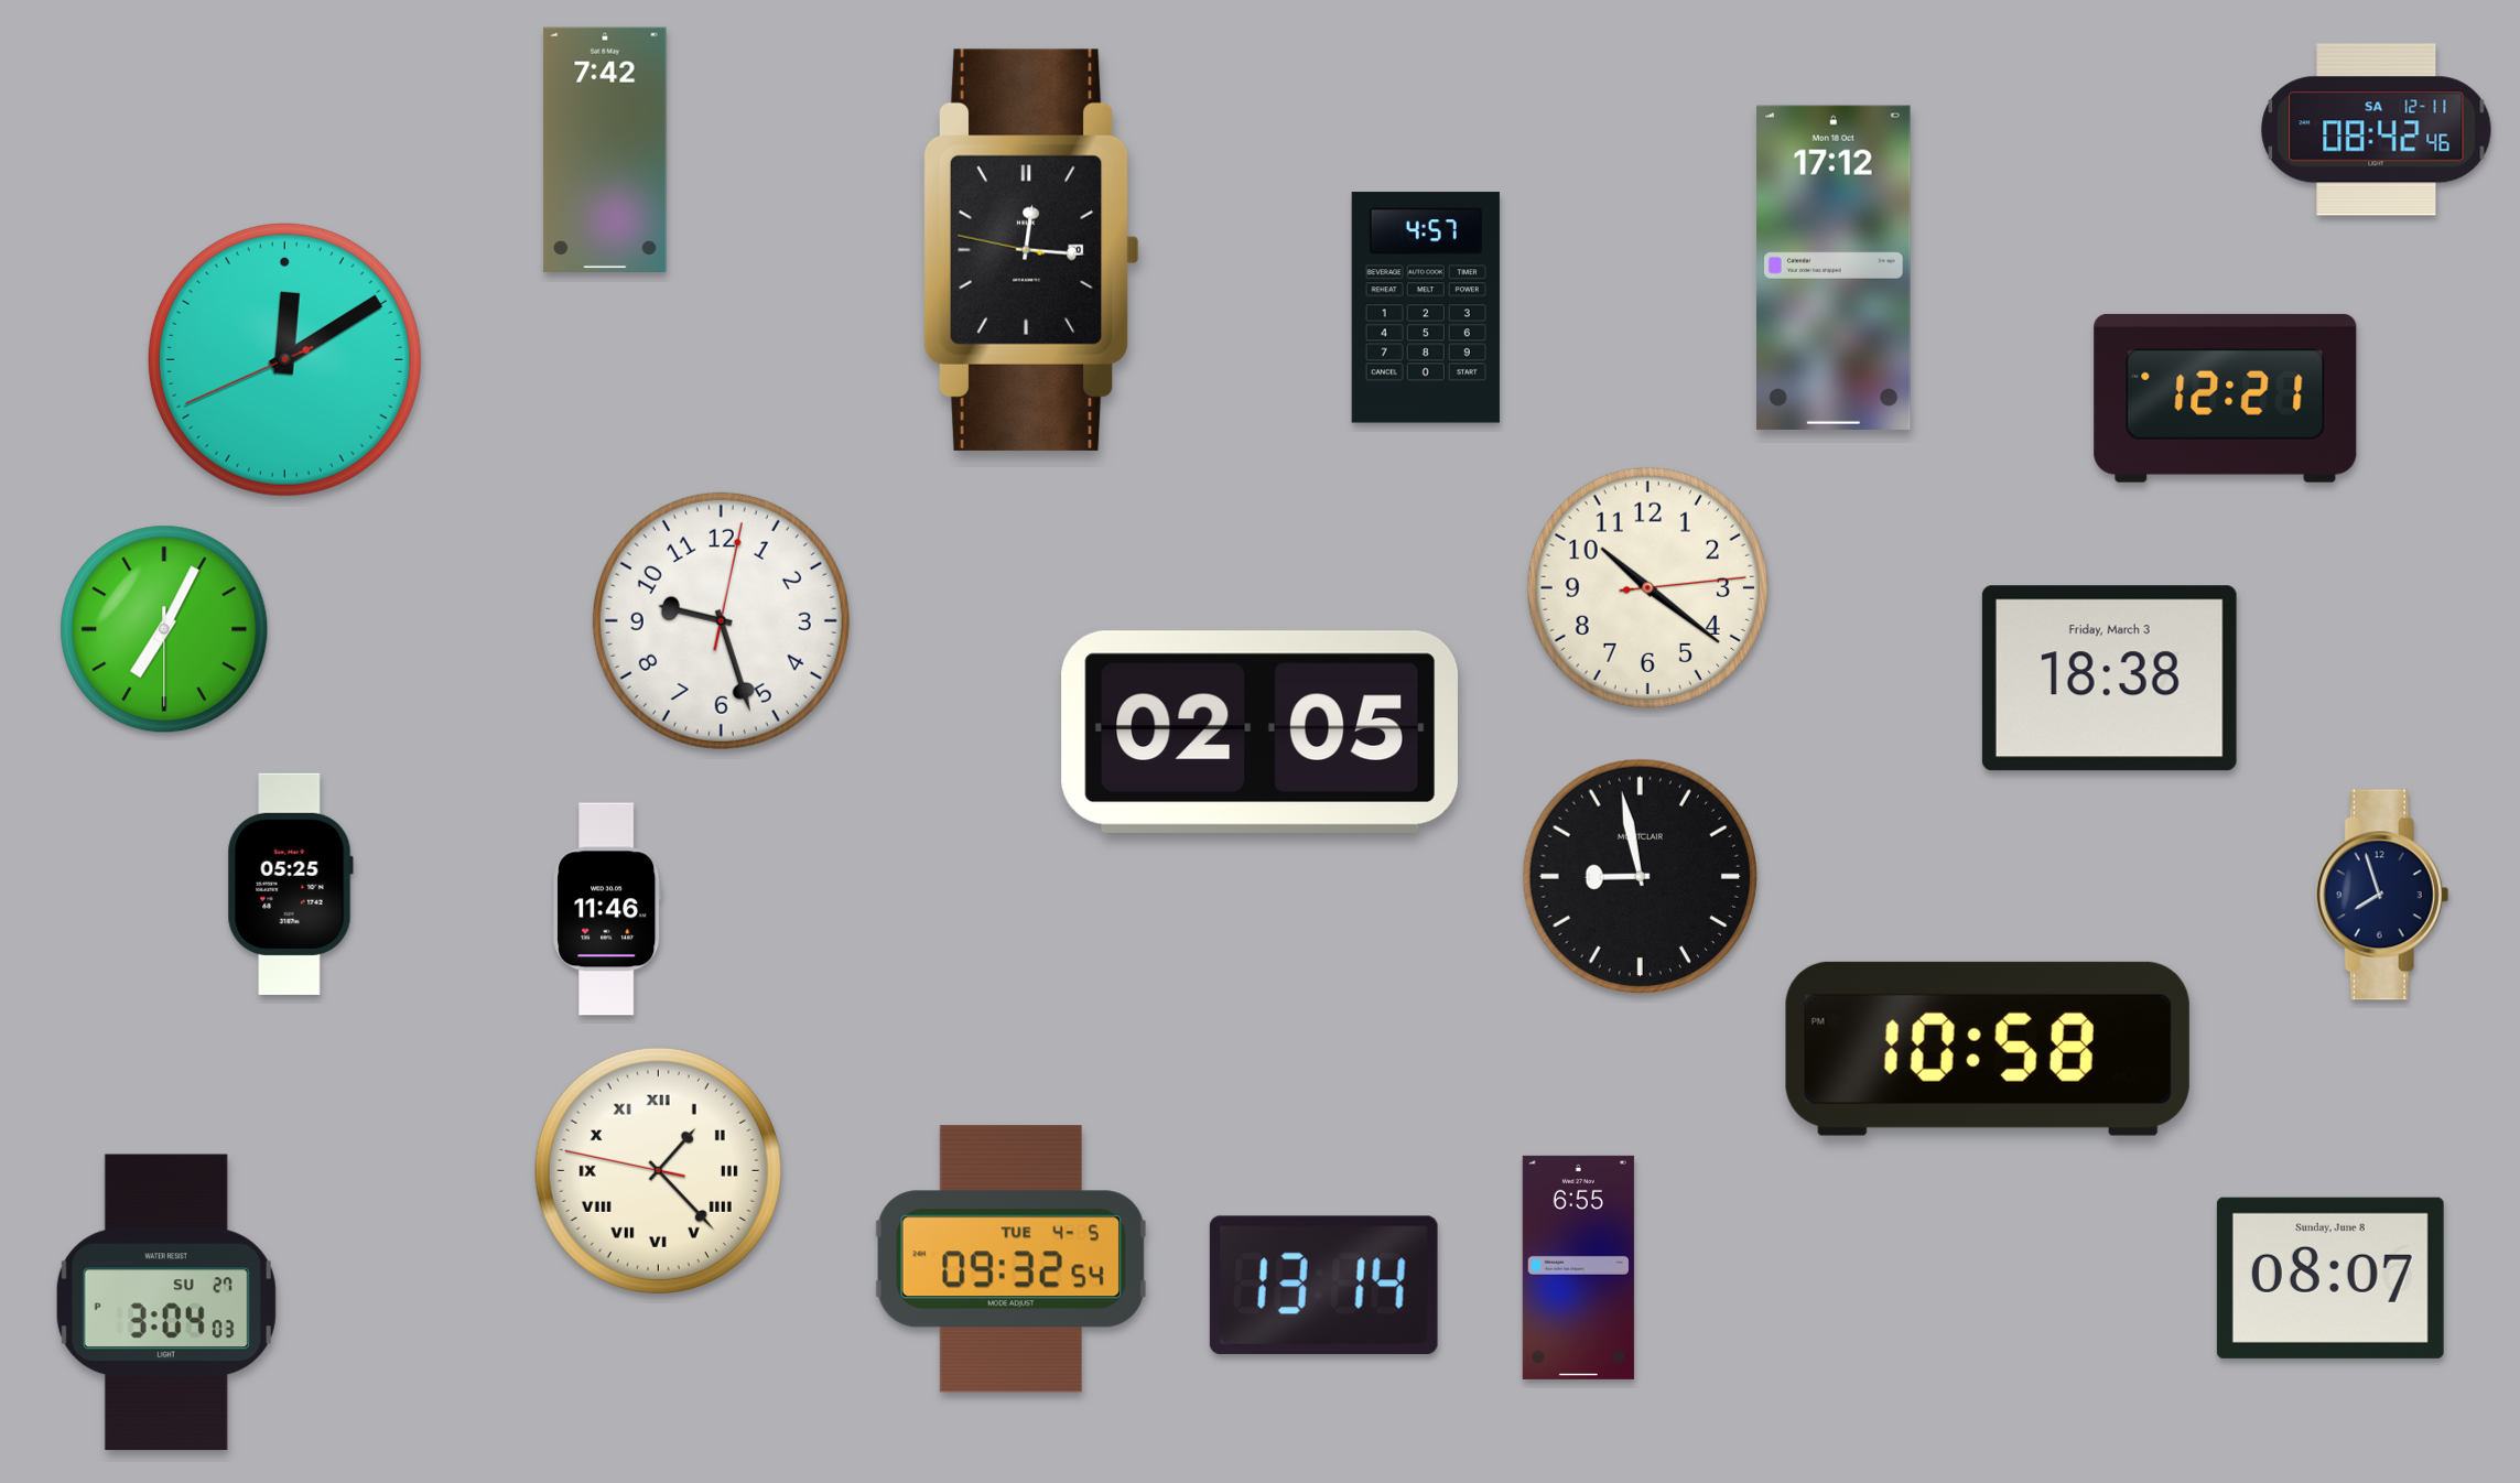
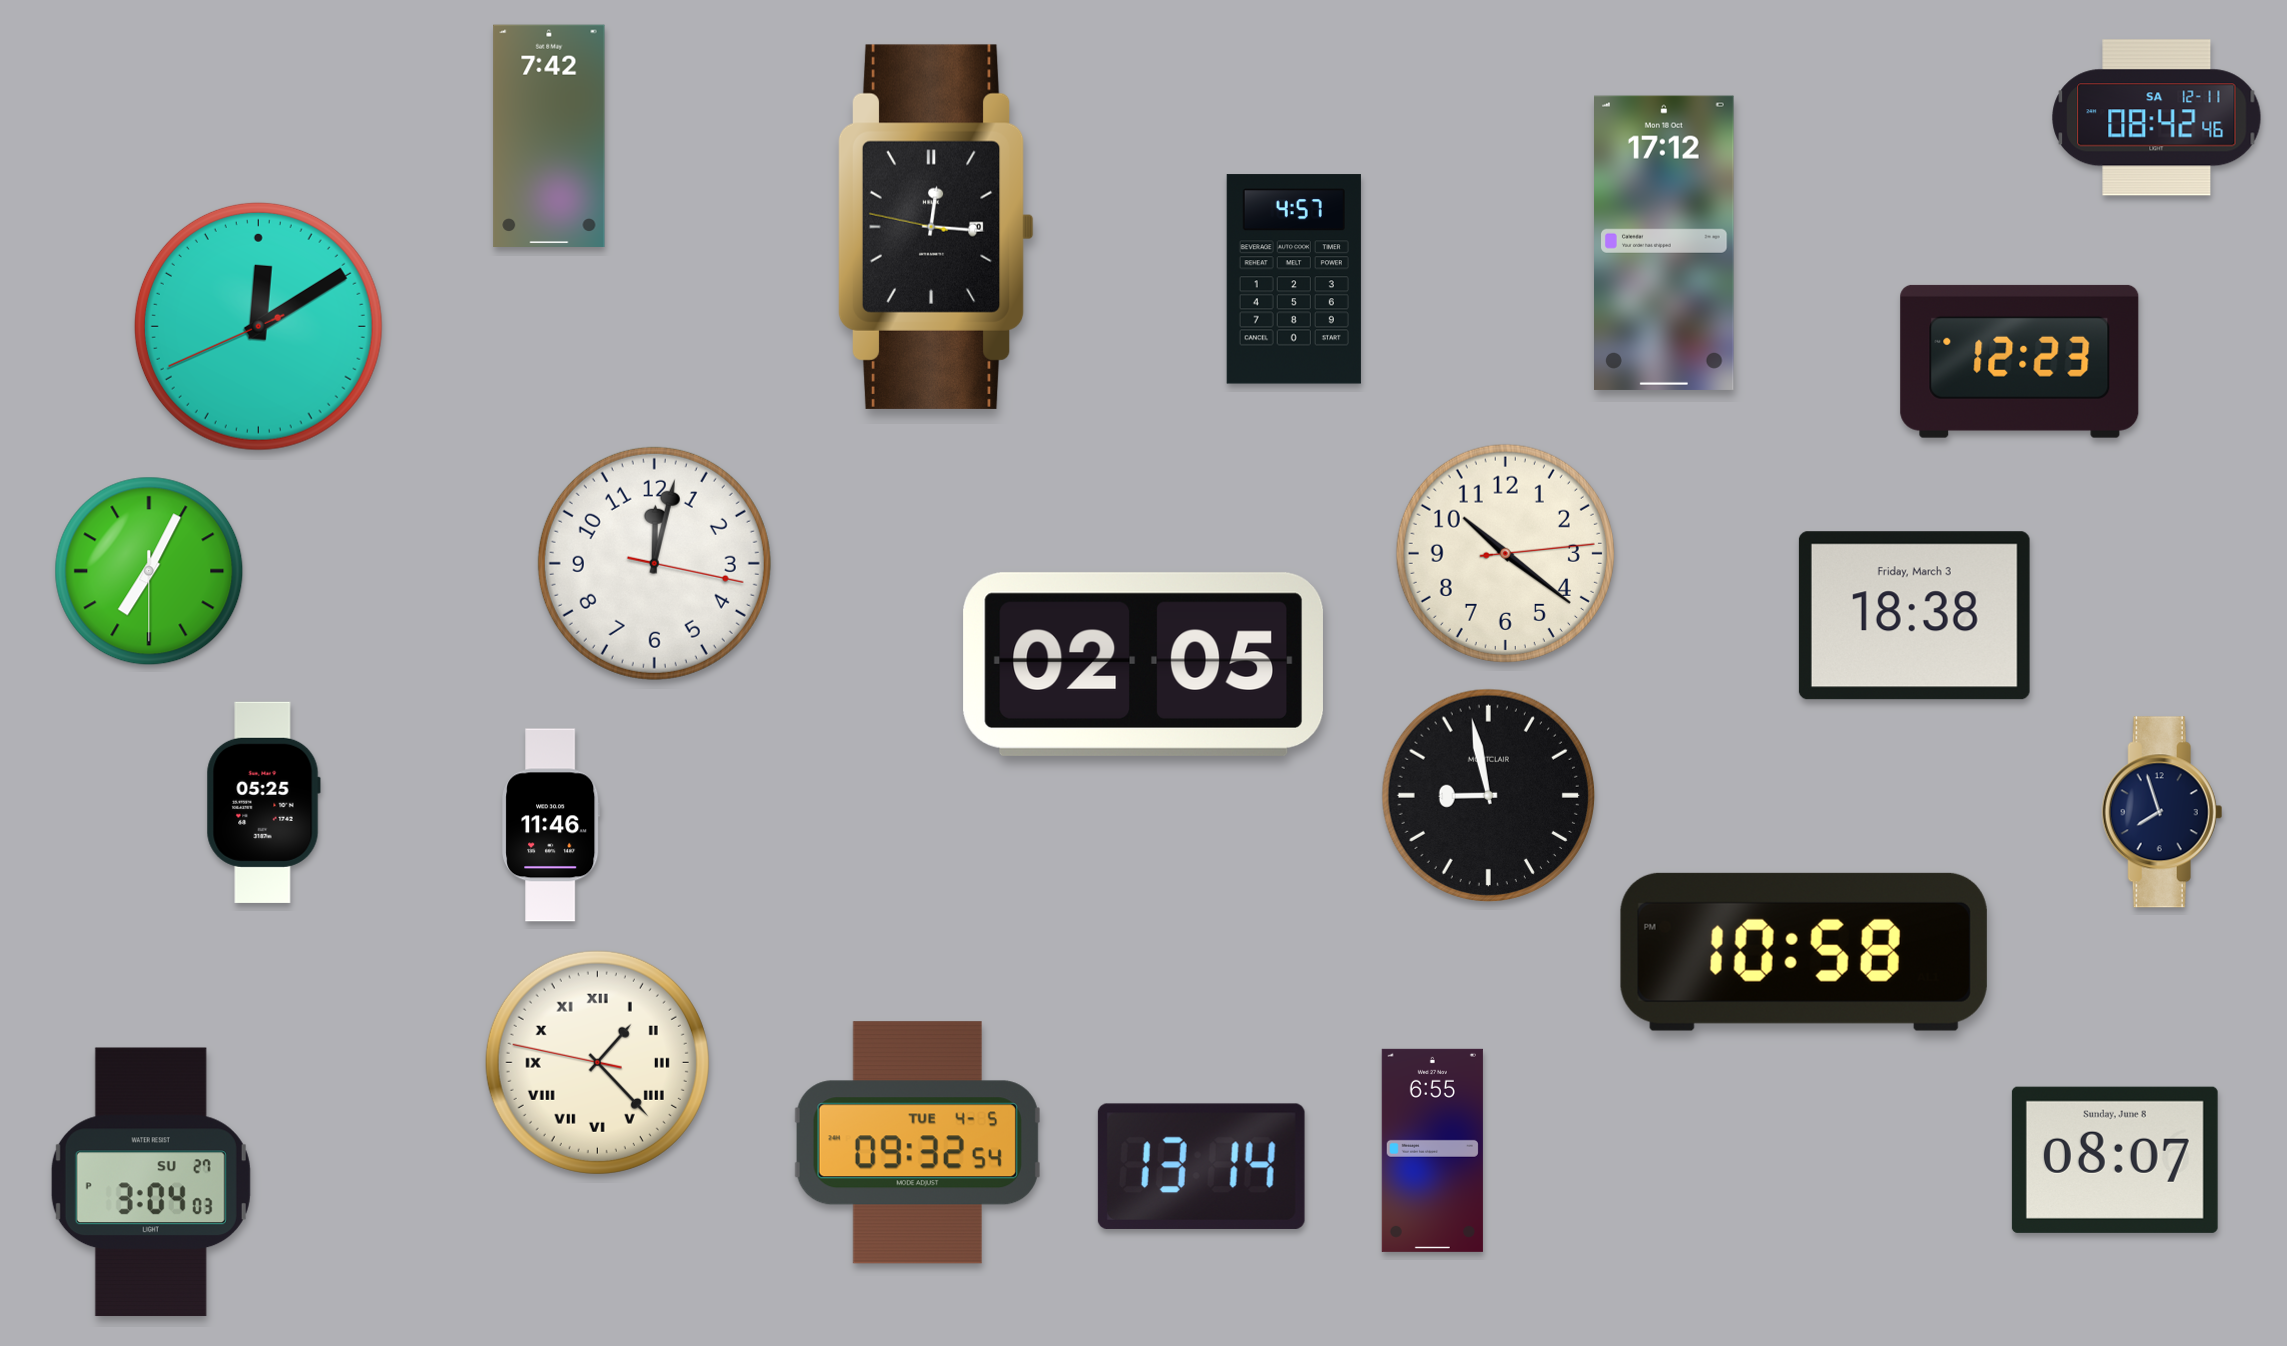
clock at (2226, 398): 12:21 -> 12:23
clock at (1647, 587) position: (1647, 587) -> (1505, 553)
clock at (721, 620): 9:27 -> 12:02
